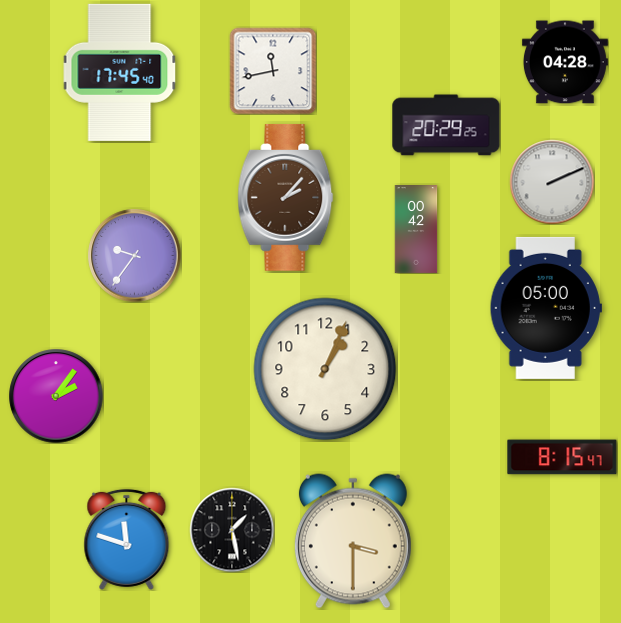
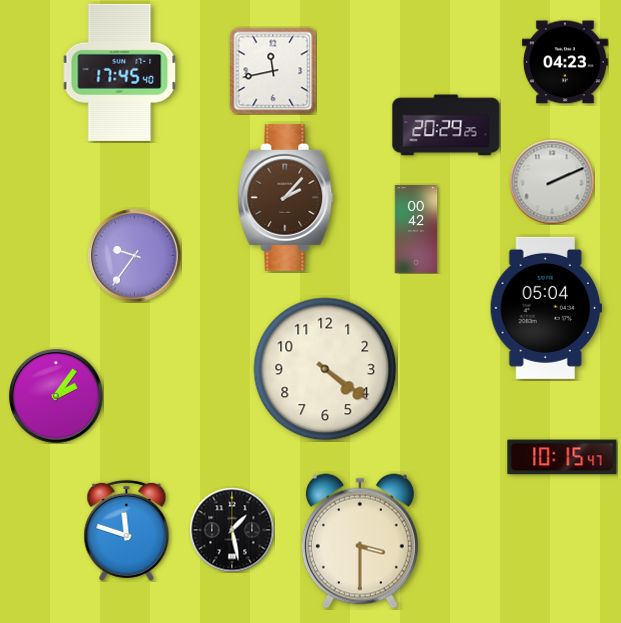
clock at (565, 62): 04:28 -> 04:23
clock at (546, 308): 05:00 -> 05:04
clock at (325, 369): 1:04 -> 4:21
clock at (562, 457): 8:15 -> 10:15
clock at (127, 539) position: (127, 539) -> (127, 530)
clock at (353, 541) position: (353, 541) -> (360, 541)
